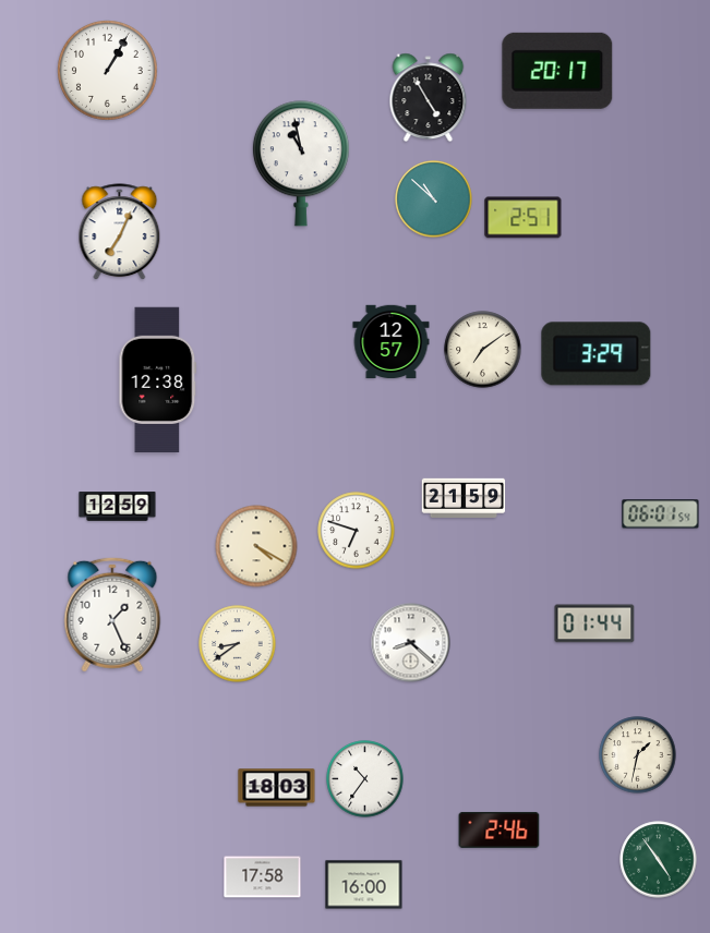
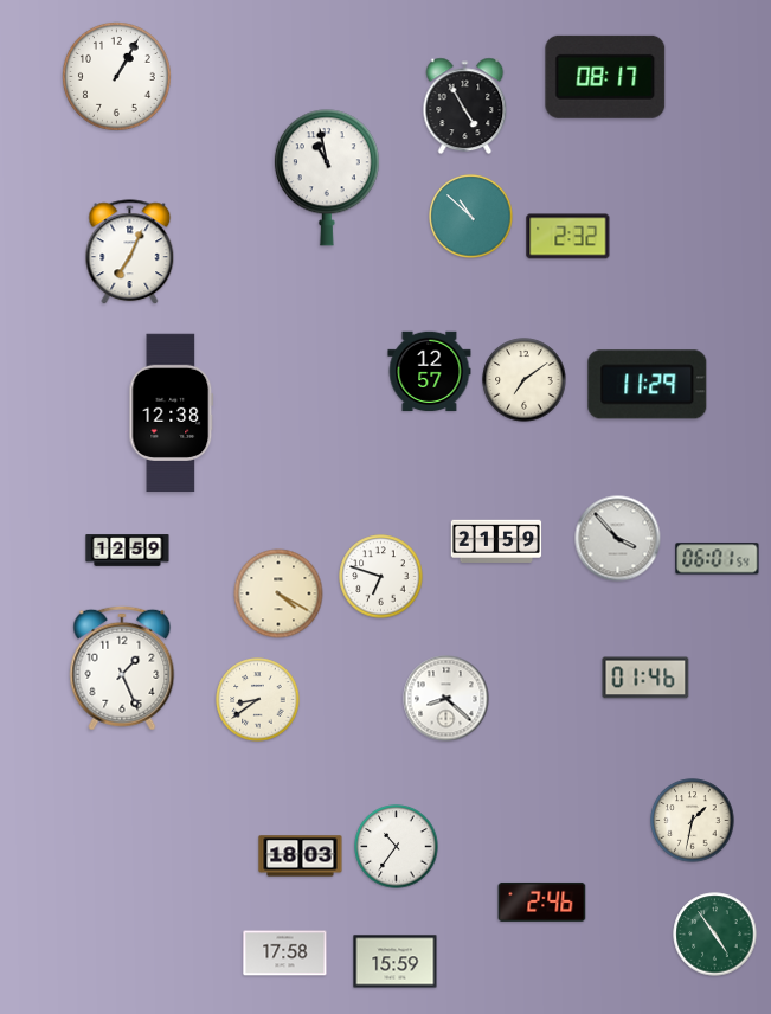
clock at (557, 71): 20:17 -> 08:17
clock at (524, 218): 2:51 -> 2:32
clock at (392, 342) position: (392, 342) -> (430, 372)
clock at (597, 354): 3:29 -> 11:29
clock at (618, 539): none -> 3:53
clock at (464, 497) position: (464, 497) -> (496, 540)
clock at (357, 531) position: (357, 531) -> (381, 577)
clock at (594, 623): 01:44 -> 01:46
clock at (364, 885): 16:00 -> 15:59
